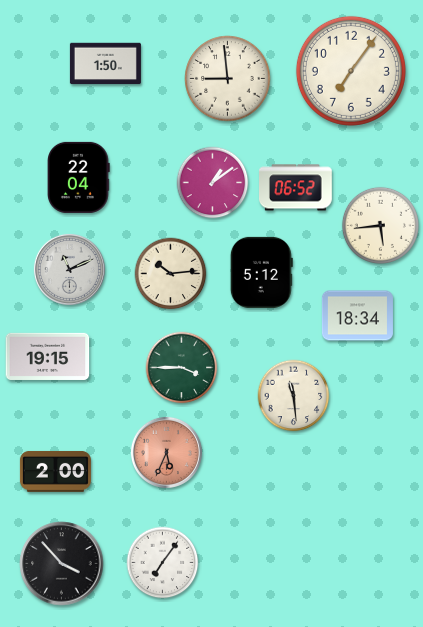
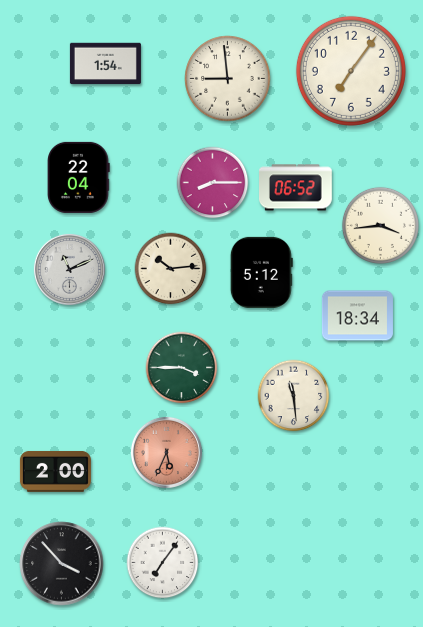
clock at (105, 64): 1:50 -> 1:54
clock at (213, 183): 1:09 -> 8:15
clock at (380, 225): 5:44 -> 3:44
clock at (171, 274) position: (171, 274) -> (171, 269)
clock at (48, 356): 19:15 -> none
